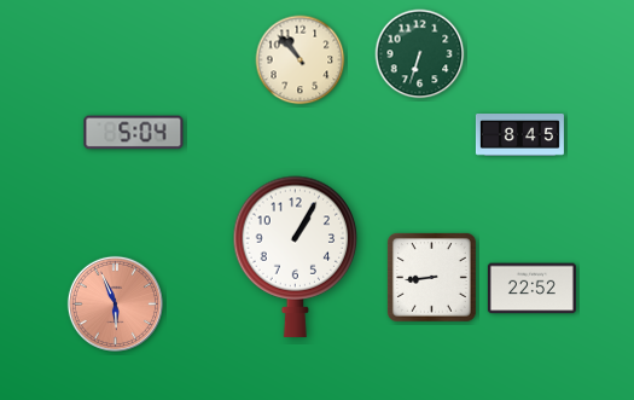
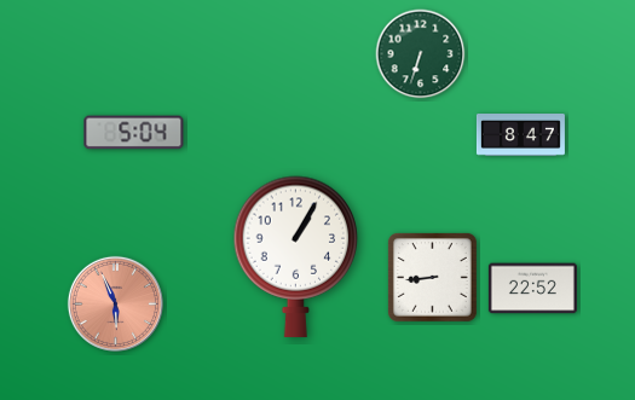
clock at (301, 60): 10:53 -> none
clock at (519, 135): 8:45 -> 8:47
